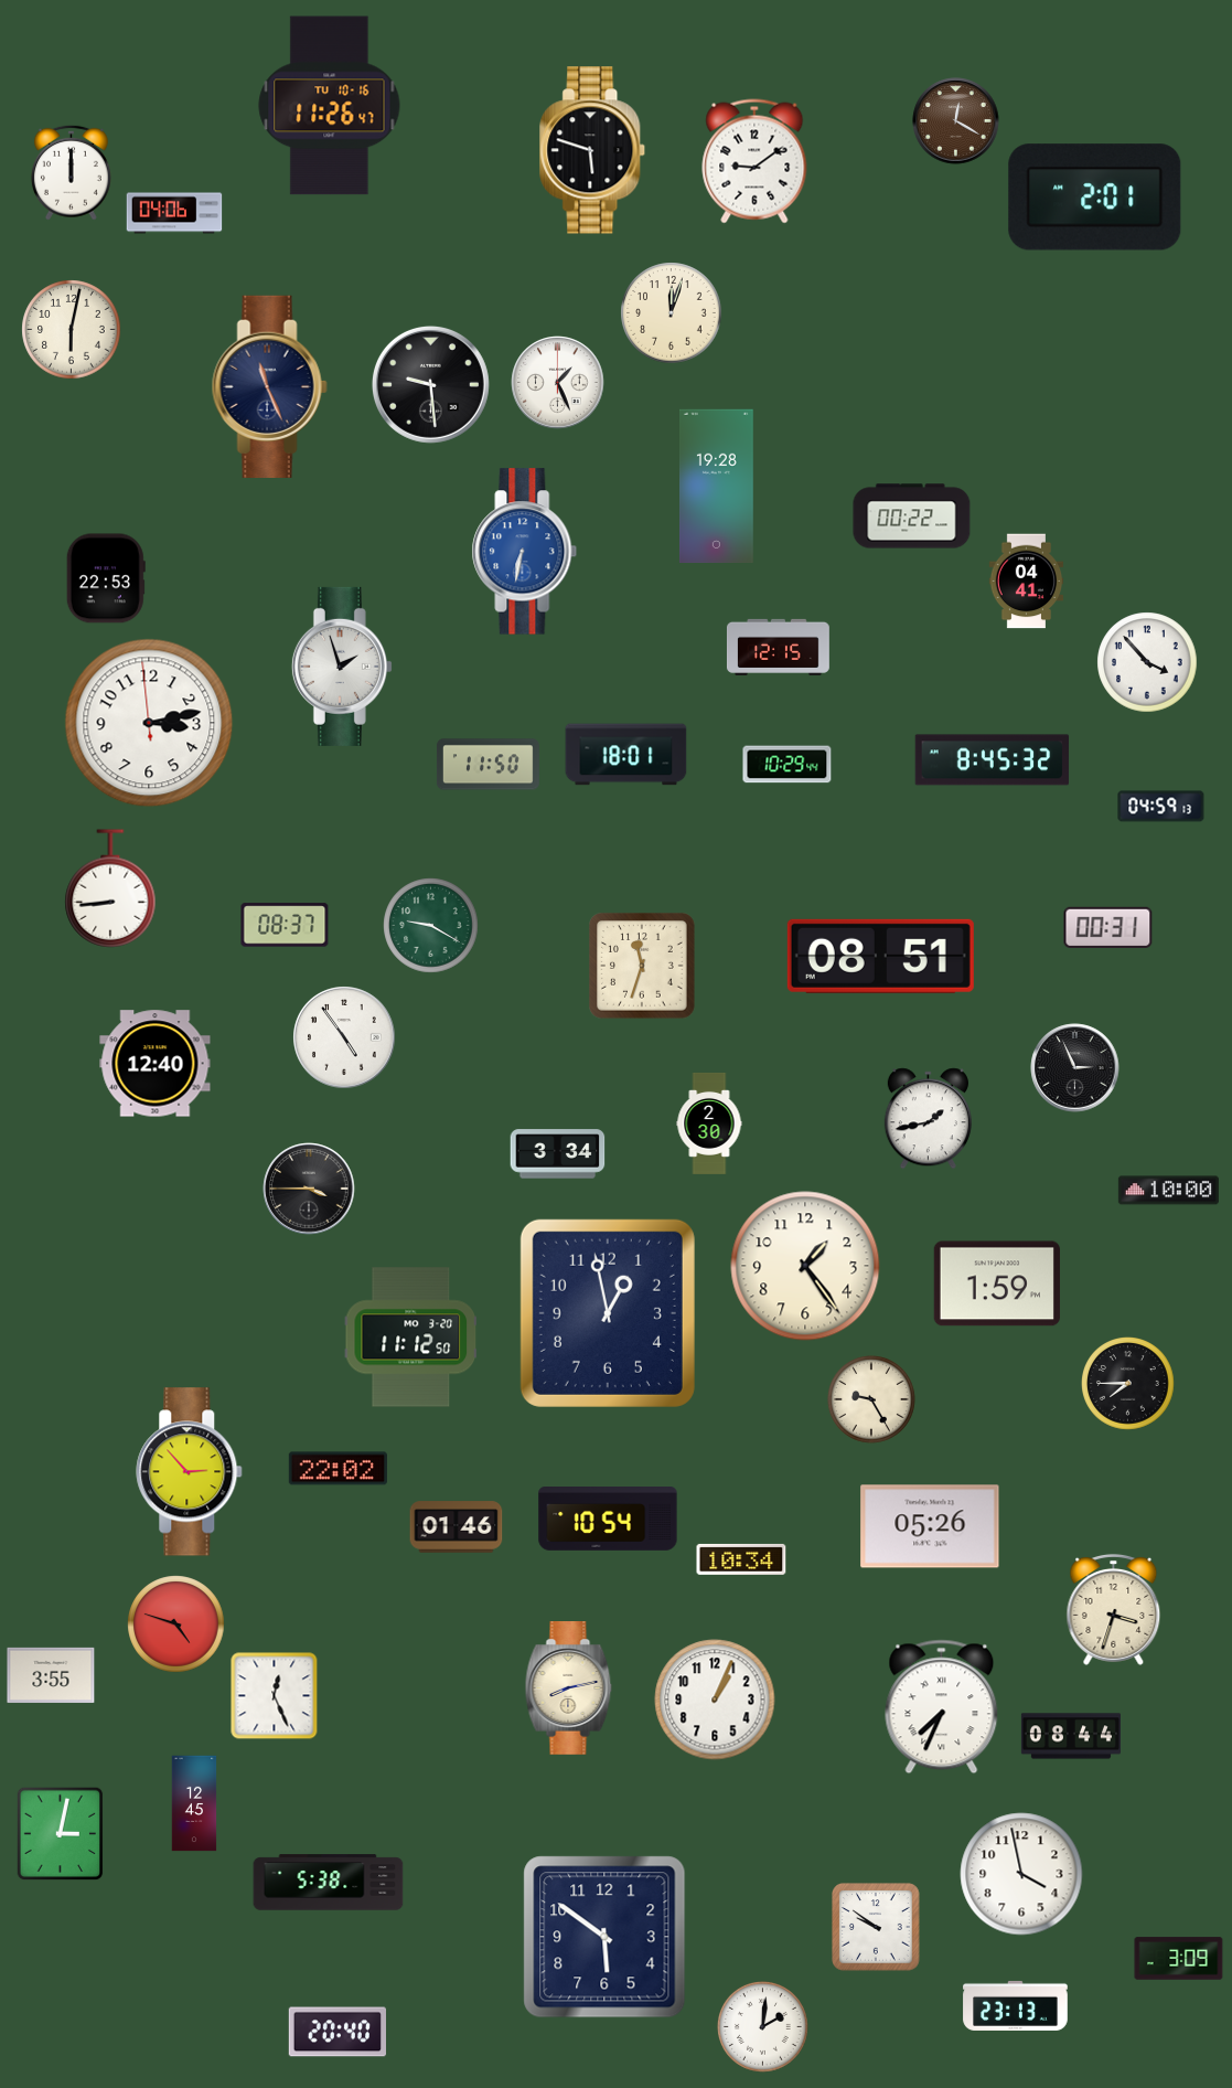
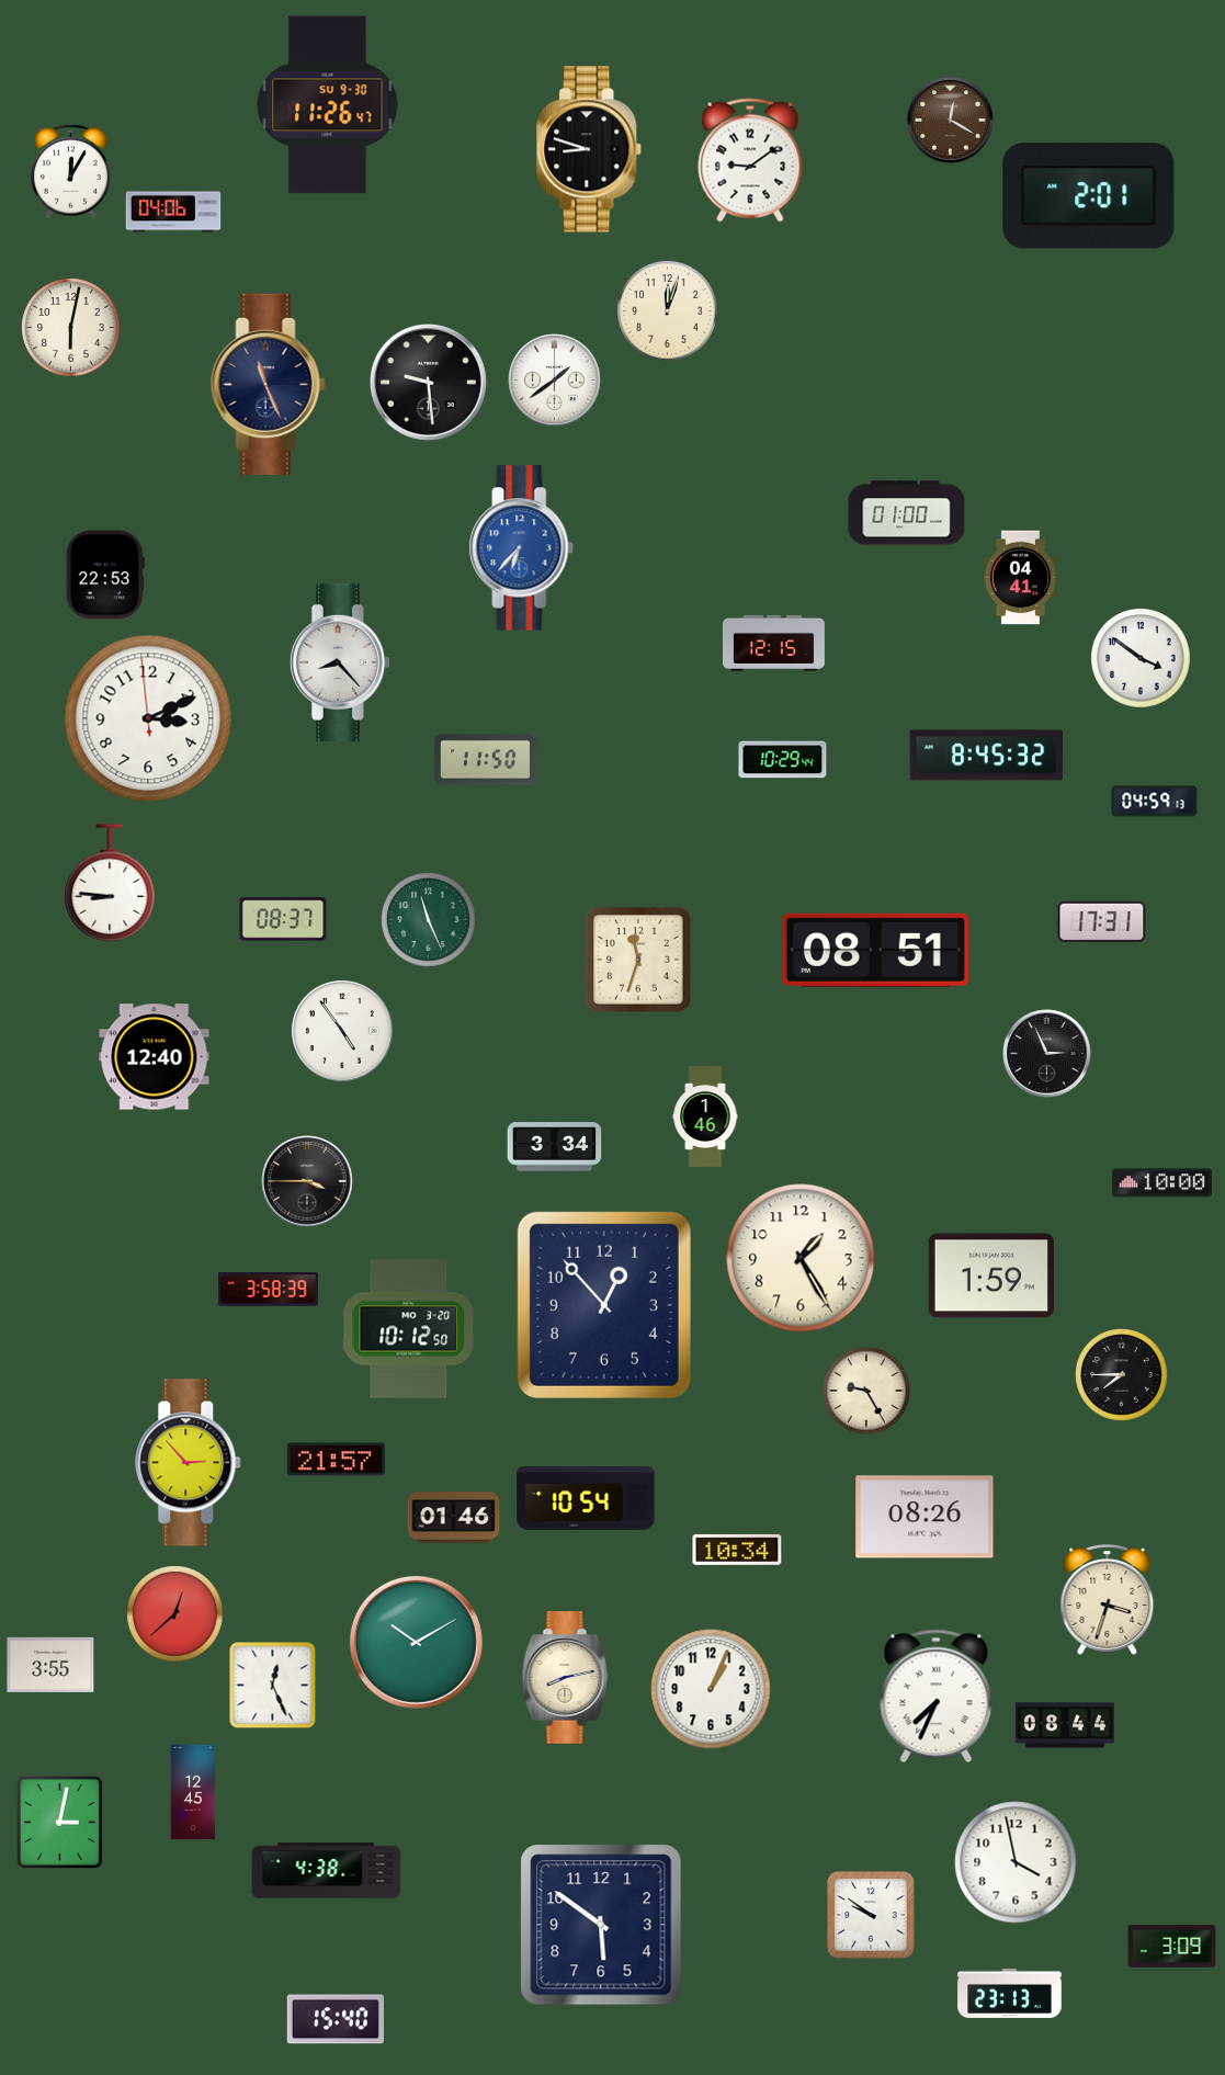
clock at (330, 106) date: TU 10-16 -> SU 9-30
clock at (593, 150): 5:48 -> 8:48
clock at (71, 172): 12:00 -> 12:05
clock at (558, 383): 1:26 -> 1:39
clock at (716, 487): 19:28 -> none
clock at (912, 516): 00:22 -> 01:00
clock at (525, 552): 6:32 -> 6:37
clock at (1147, 662): 3:53 -> 3:51
clock at (342, 667): 1:57 -> 8:23
clock at (149, 723): 3:12 -> 3:10
clock at (626, 755): 18:01 -> none
clock at (110, 888): 8:44 -> 8:46
clock at (431, 926): 9:20 -> 11:26
clock at (1108, 927): 00:31 -> 17:31
clock at (1075, 1068) position: (1075, 1068) -> (1047, 1054)
clock at (928, 1119): 1:43 -> none
clock at (709, 1123): 2:30 -> 1:46
clock at (805, 1266): 1:24 -> 1:25
clock at (268, 1290): none -> 3:58
clock at (608, 1313): 12:58 -> 12:53
clock at (410, 1338): 11:12 -> 10:12
clock at (338, 1469): 22:02 -> 21:57
clock at (608, 1520) position: (608, 1520) -> (586, 1499)
clock at (930, 1526): 05:26 -> 08:26
clock at (176, 1624): 4:48 -> 12:38
clock at (416, 1642): none -> 10:10
clock at (329, 1883): 5:38 -> 4:38
clock at (763, 2027): 2:01 -> none
clock at (336, 2032): 20:40 -> 15:40
